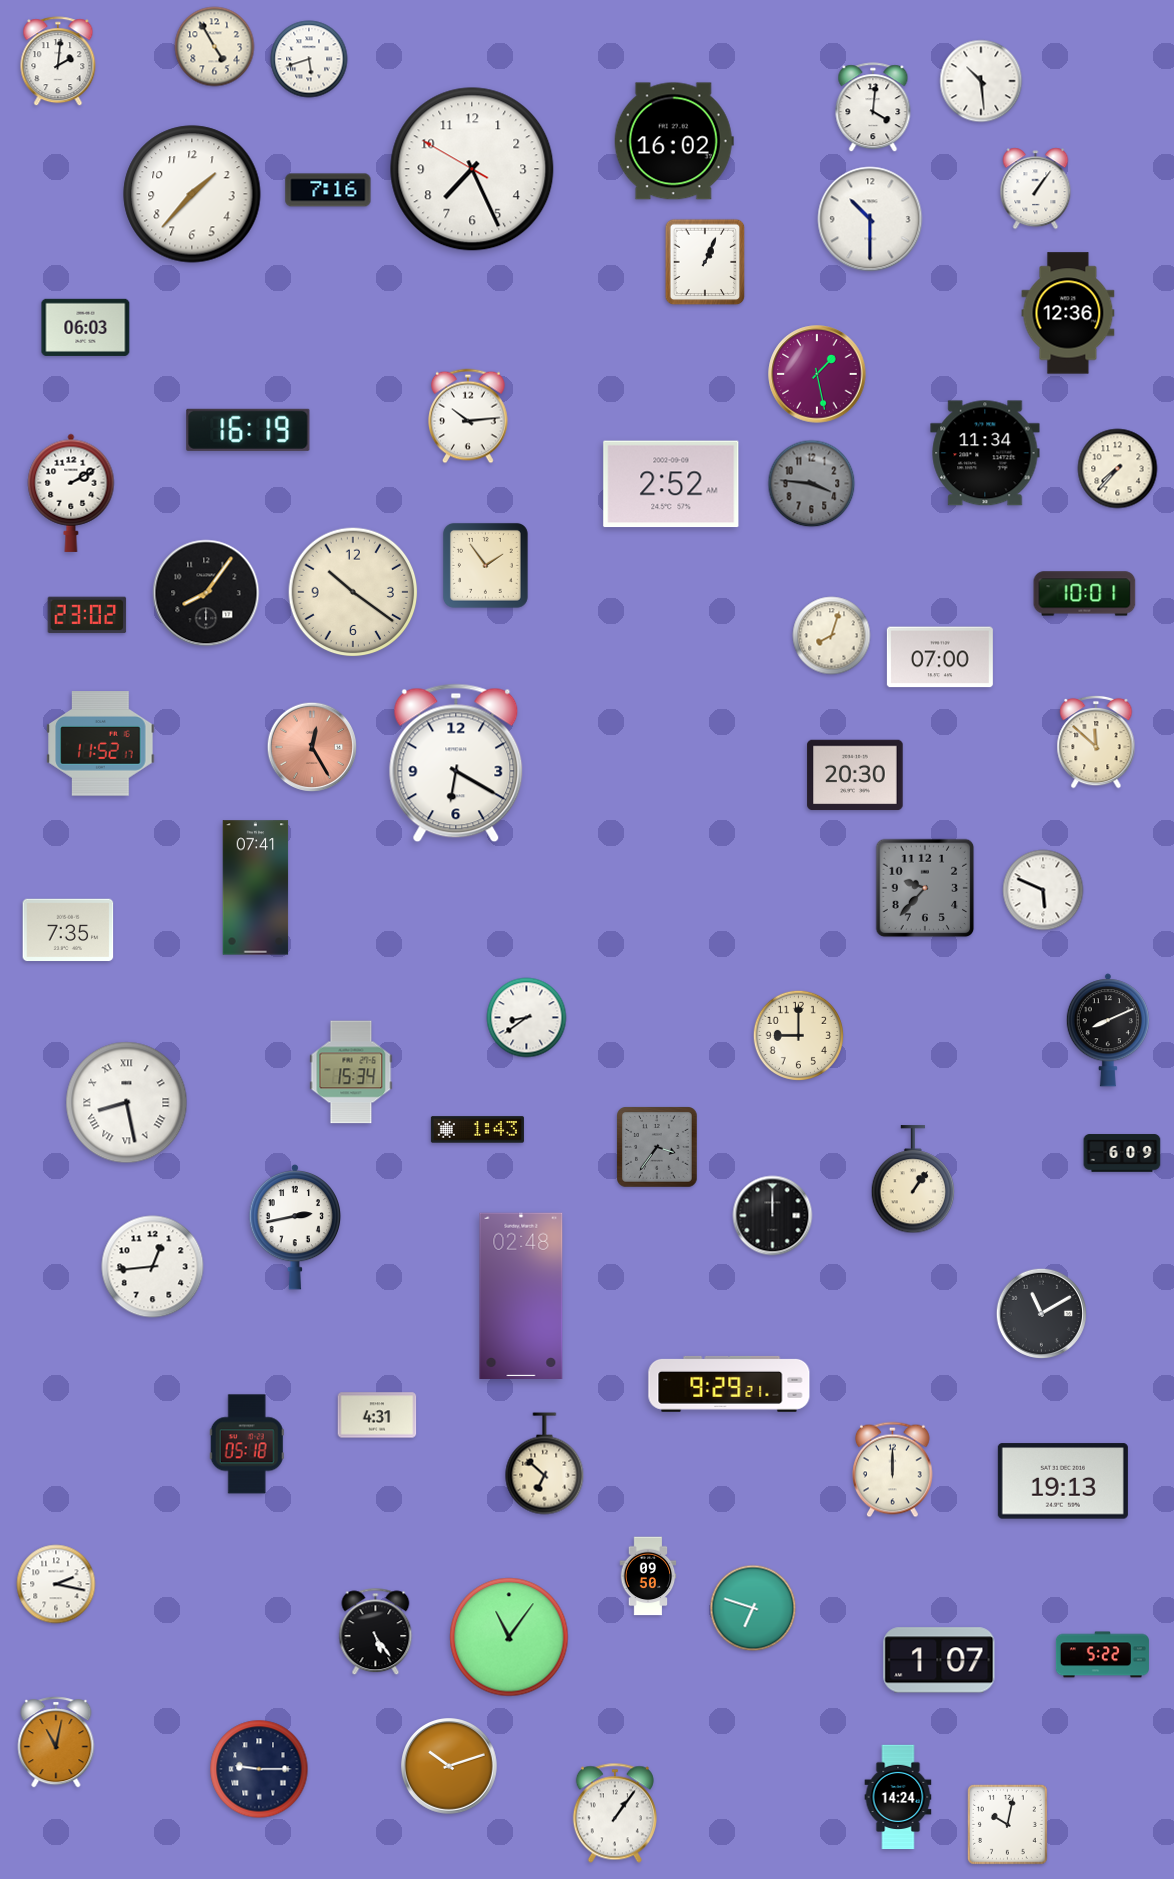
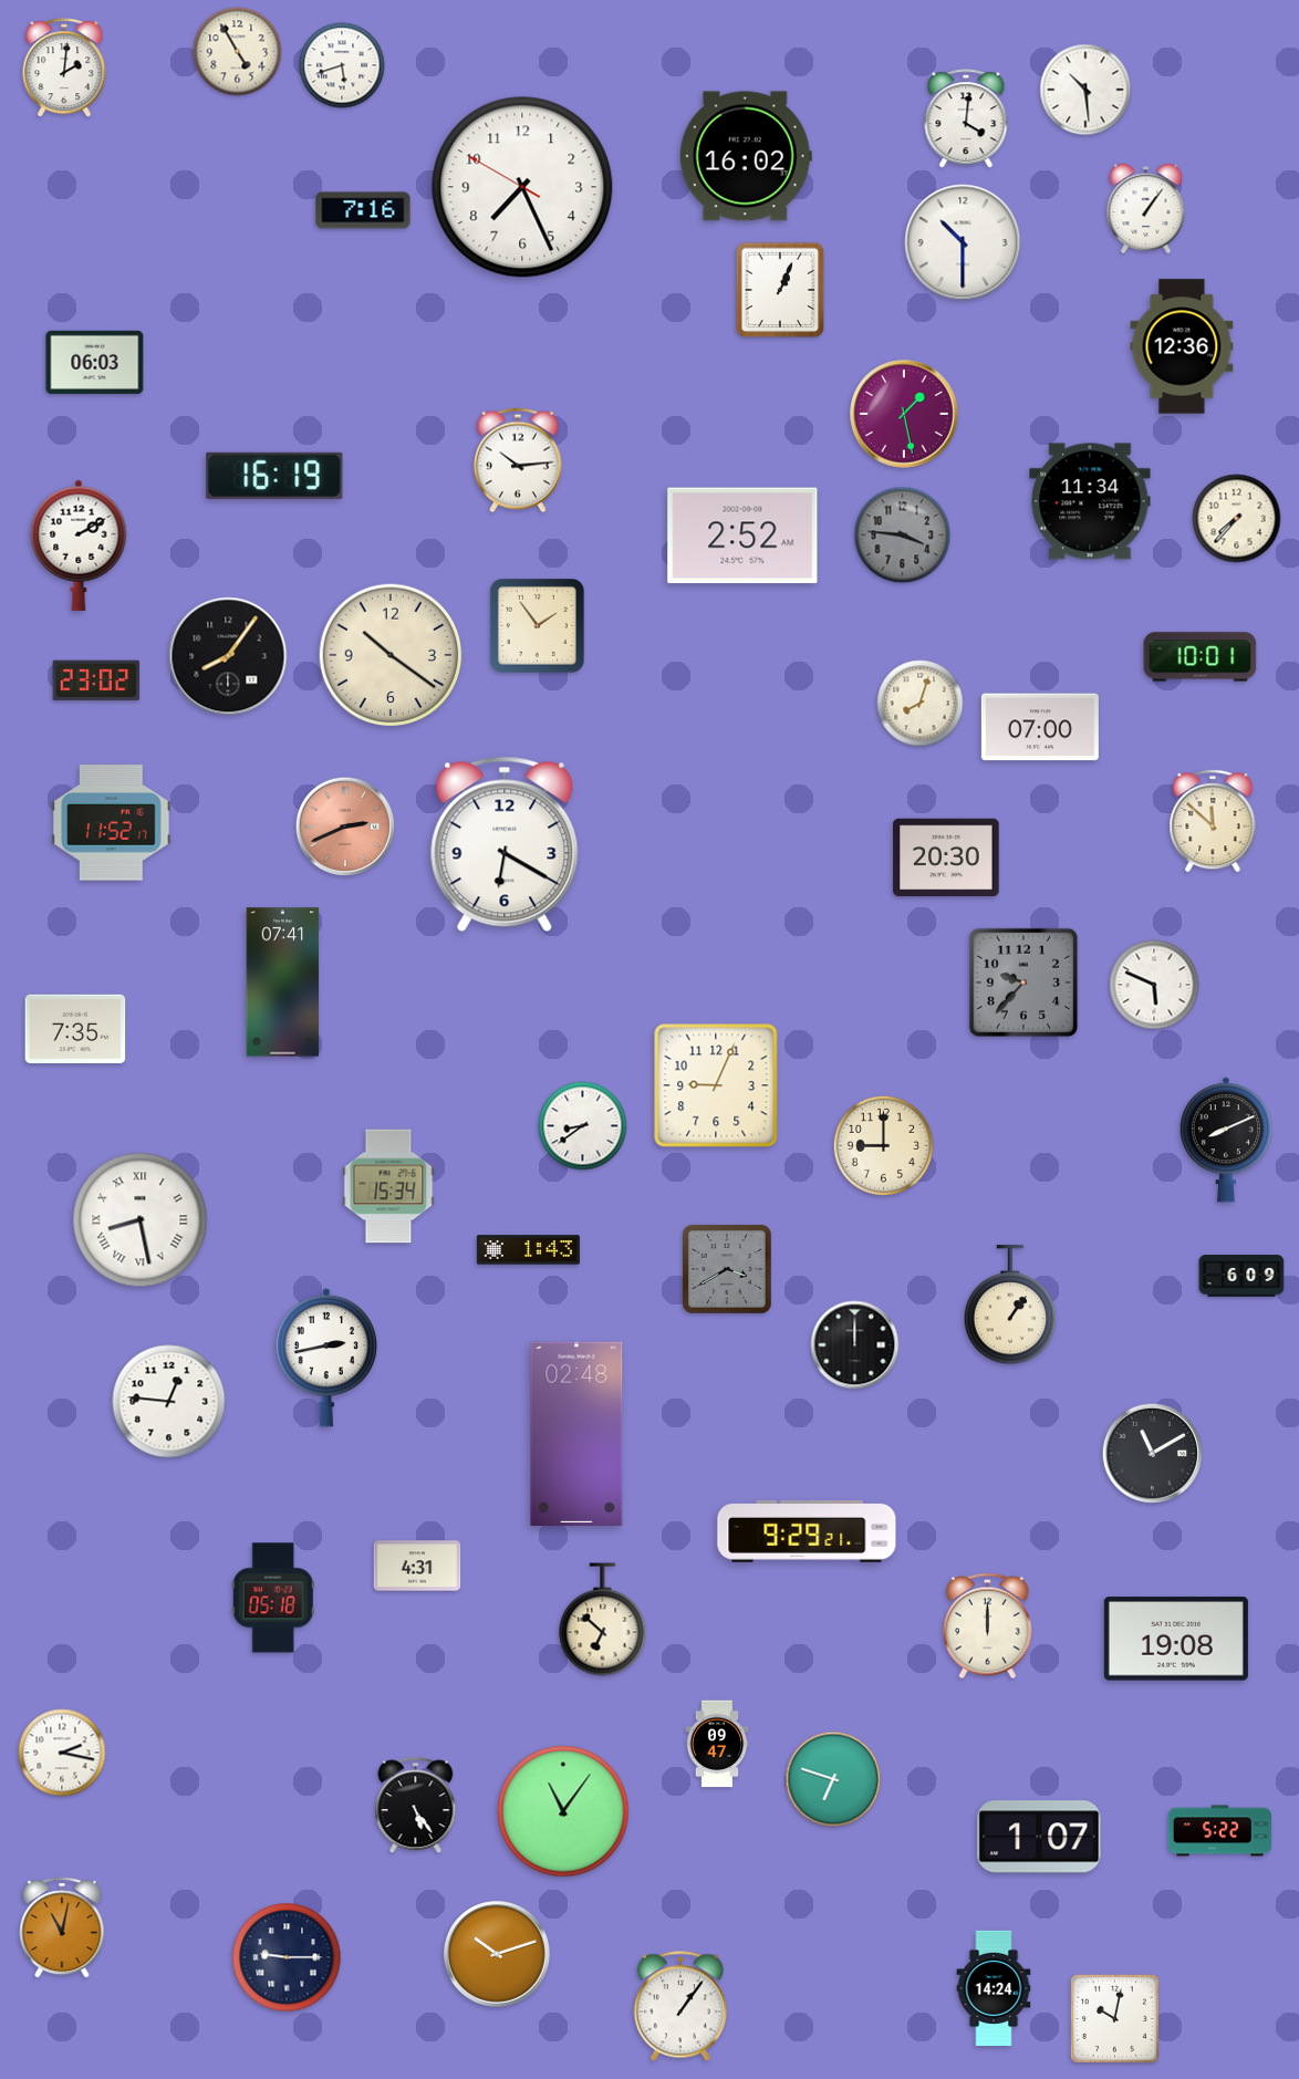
clock at (192, 194): 1:37 -> none
clock at (812, 484) position: (812, 484) -> (903, 536)
clock at (312, 747): 12:25 -> 2:41
clock at (716, 1085): none -> 9:04
clock at (658, 1148): 3:36 -> 3:40
clock at (153, 1267): 12:44 -> 12:46
clock at (1063, 1481): 19:13 -> 19:08
clock at (648, 1576): 09:50 -> 09:47
